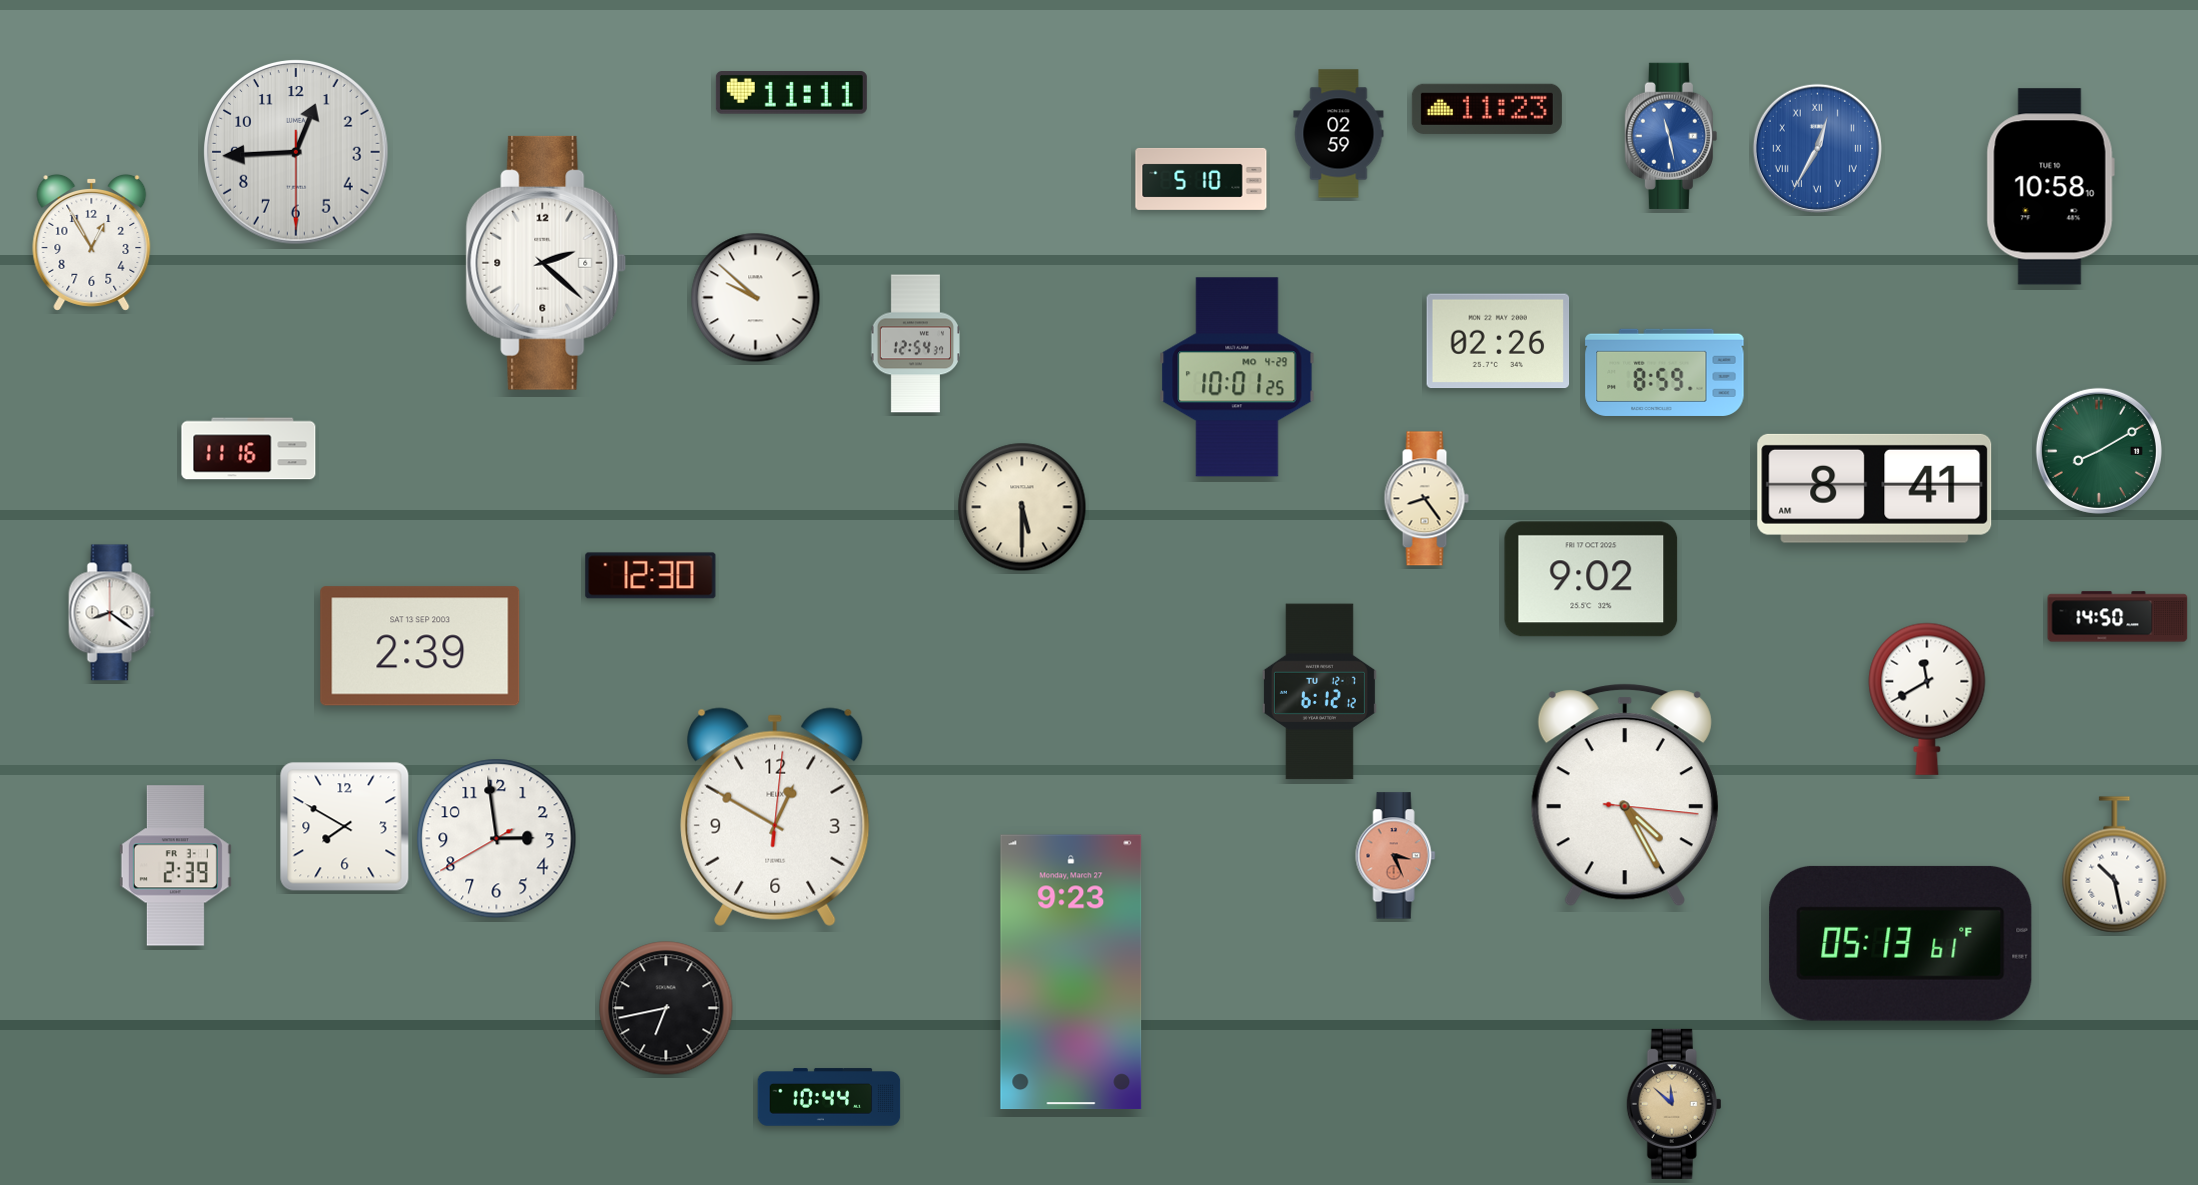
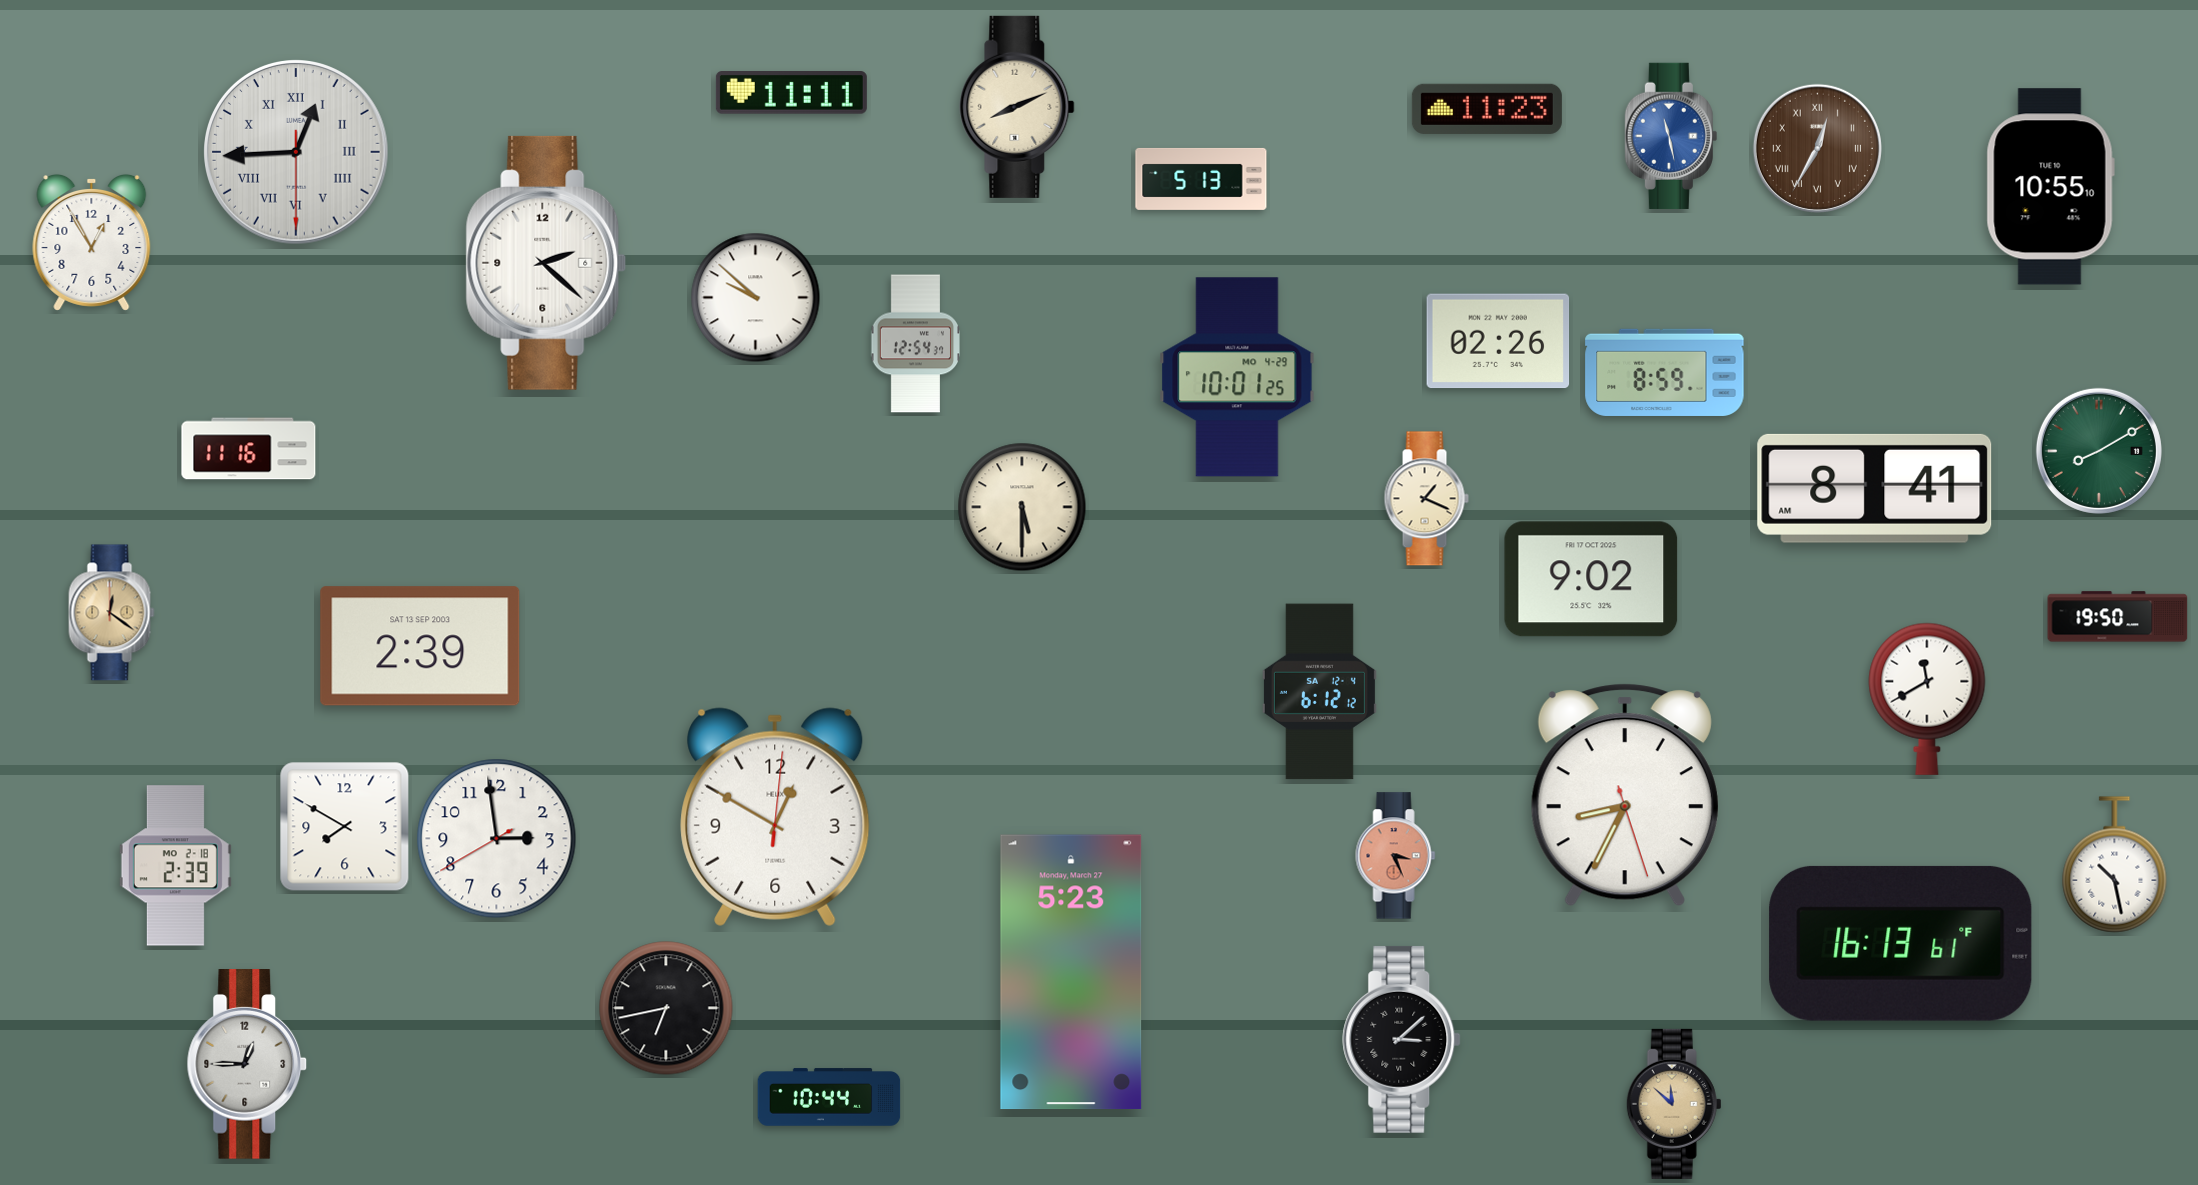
clock at (1017, 107): none -> 8:11
clock at (1339, 134): 02:59 -> none
clock at (1817, 148) dial: blue -> brown
clock at (296, 152) numerals: Arabic -> Roman
clock at (1201, 179): 5:10 -> 5:13
clock at (2050, 187): 10:58 -> 10:55
clock at (1426, 499): 8:24 -> 1:19
clock at (651, 576): 12:30 -> none
clock at (112, 613): 8:21 -> 12:21
clock at (112, 613) dial: white -> champagne
clock at (2118, 617): 14:50 -> 19:50
clock at (1319, 692) date: TU 12-7 -> SA 12-4
clock at (1625, 795): 4:25 -> 8:34
clock at (175, 866) date: FR 3-1 -> MO 2-18
clock at (1901, 943): 05:13 -> 16:13
clock at (1071, 972): 9:23 -> 5:23
clock at (1402, 1039): none -> 3:08
clock at (247, 1065): none -> 12:45
